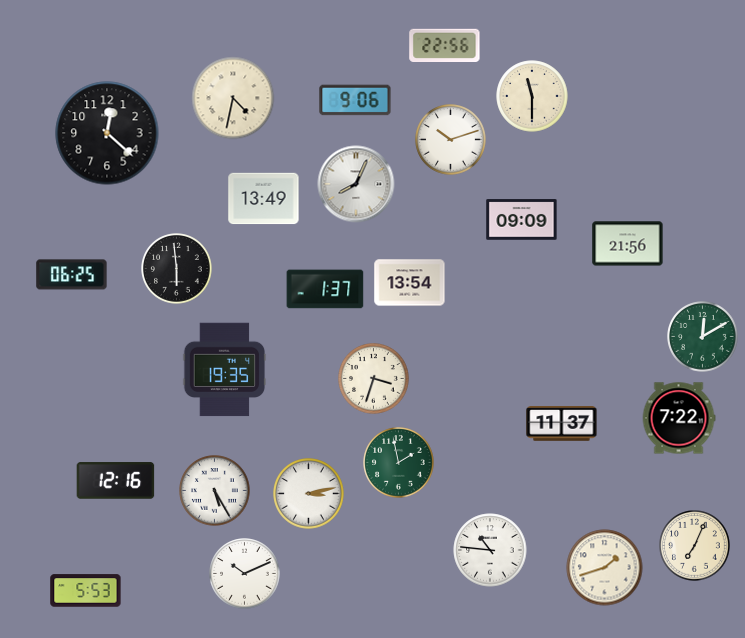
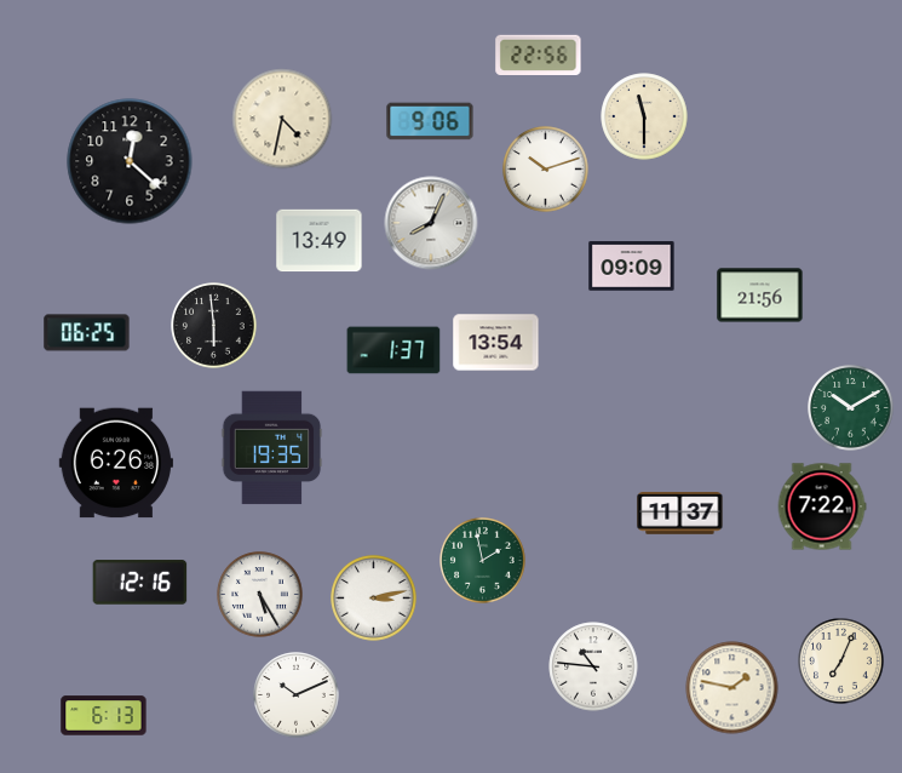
clock at (703, 337): 12:10 -> 10:10
clock at (374, 379): 3:33 -> none
clock at (116, 463): none -> 6:26
clock at (605, 568): 1:42 -> 1:47
clock at (86, 591): 5:53 -> 6:13
